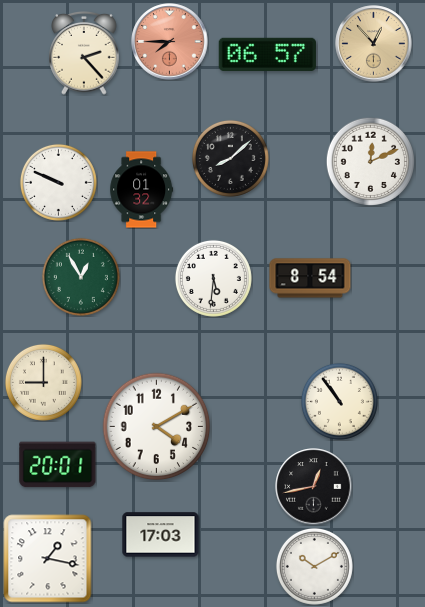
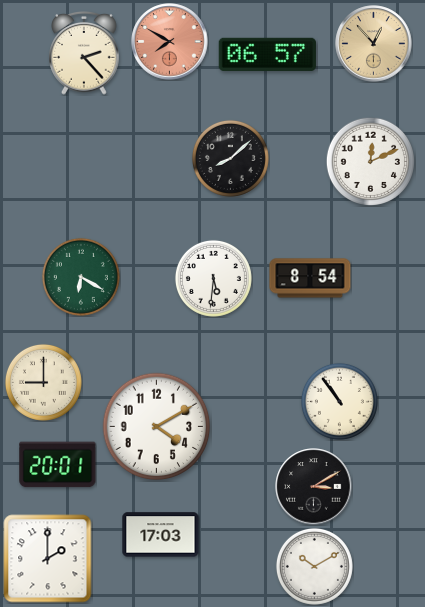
clock at (170, 42): 7:45 -> 7:50
clock at (58, 182): 9:49 -> none
clock at (142, 190): 01:32 -> none
clock at (81, 277): 12:55 -> 6:20
clock at (314, 487): 12:43 -> 3:10
clock at (48, 559): 1:17 -> 2:00
